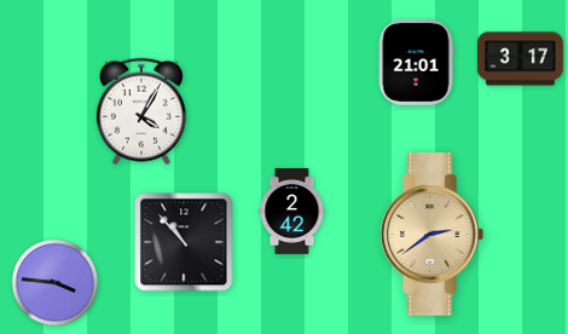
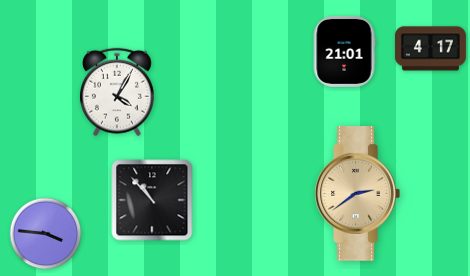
clock at (520, 59): 3:17 -> 4:17
clock at (292, 211): 2:42 -> none
